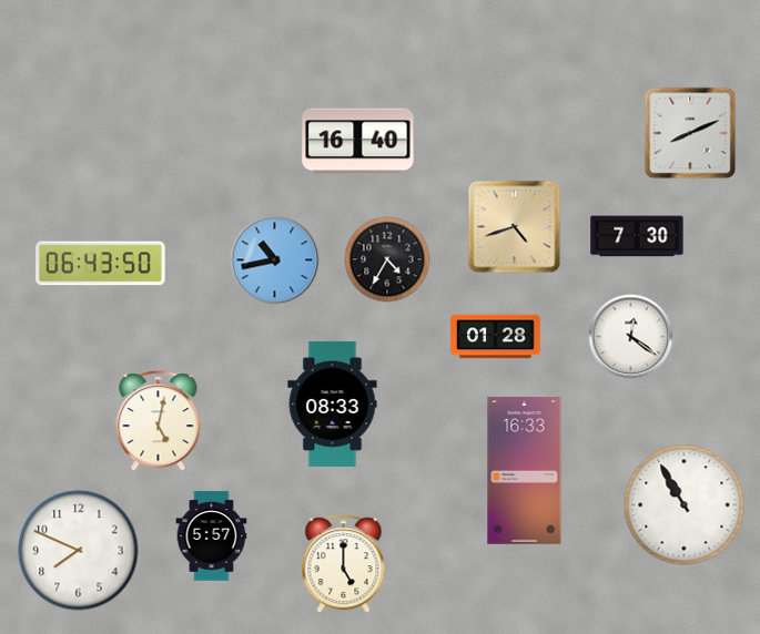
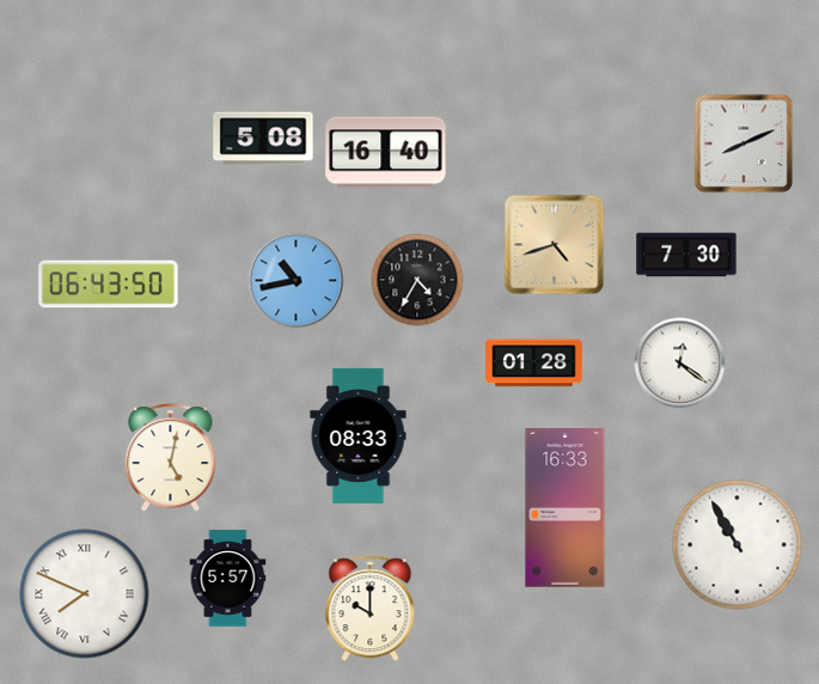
clock at (263, 139): none -> 5:08
clock at (159, 421) position: (159, 421) -> (171, 458)
clock at (79, 551) numerals: Arabic -> Roman
clock at (344, 564): 5:00 -> 10:00
